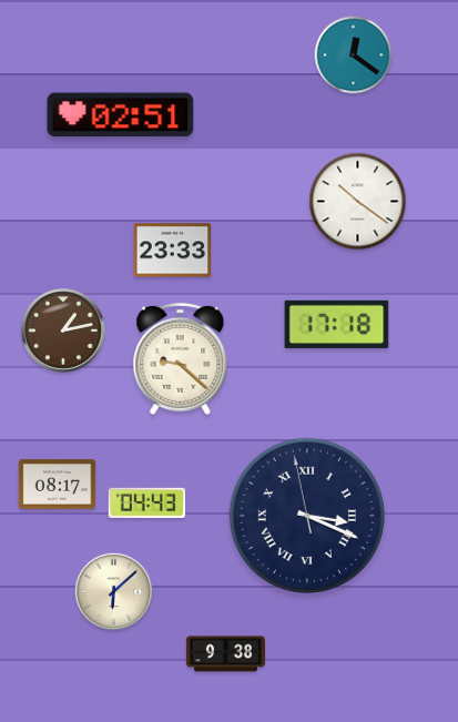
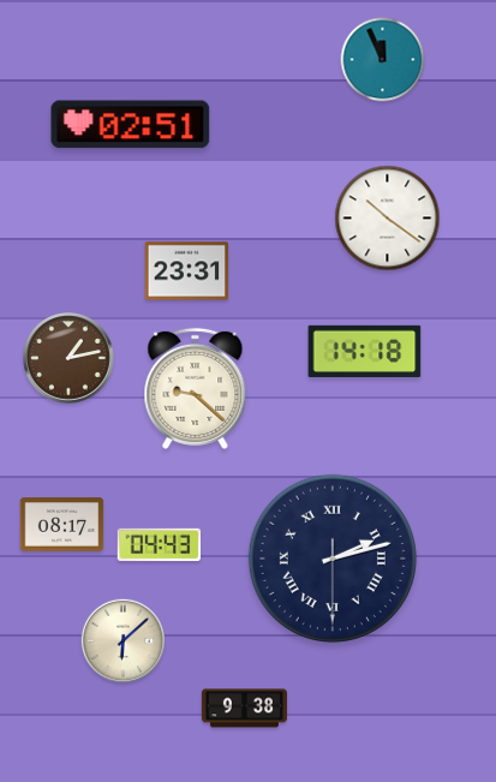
clock at (354, 55): 12:21 -> 11:56
clock at (173, 251): 23:33 -> 23:31
clock at (337, 324): 17:18 -> 14:18
clock at (307, 516): 3:18 -> 2:12
